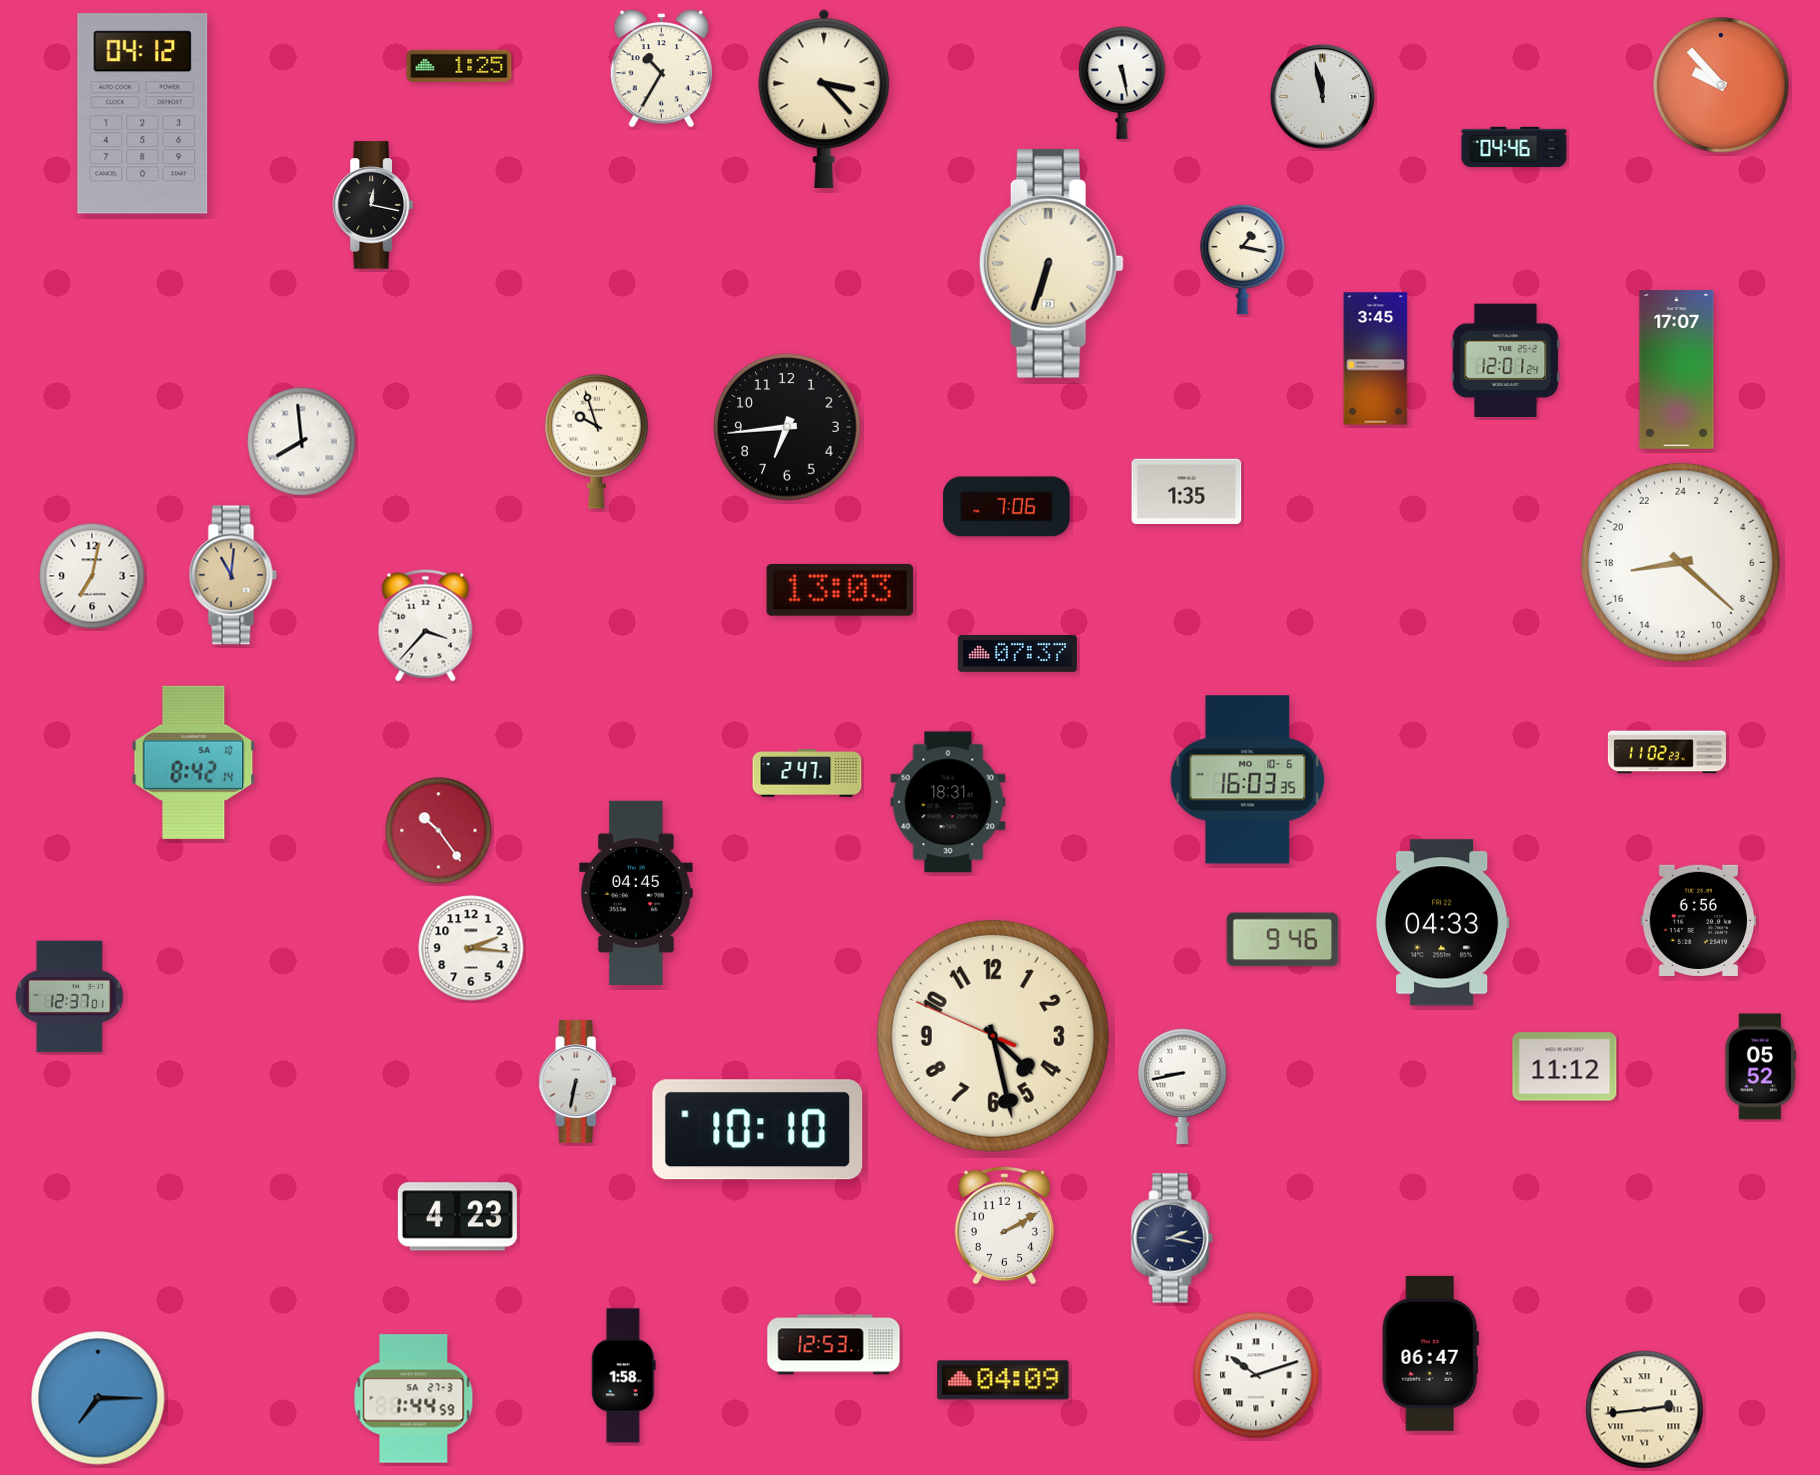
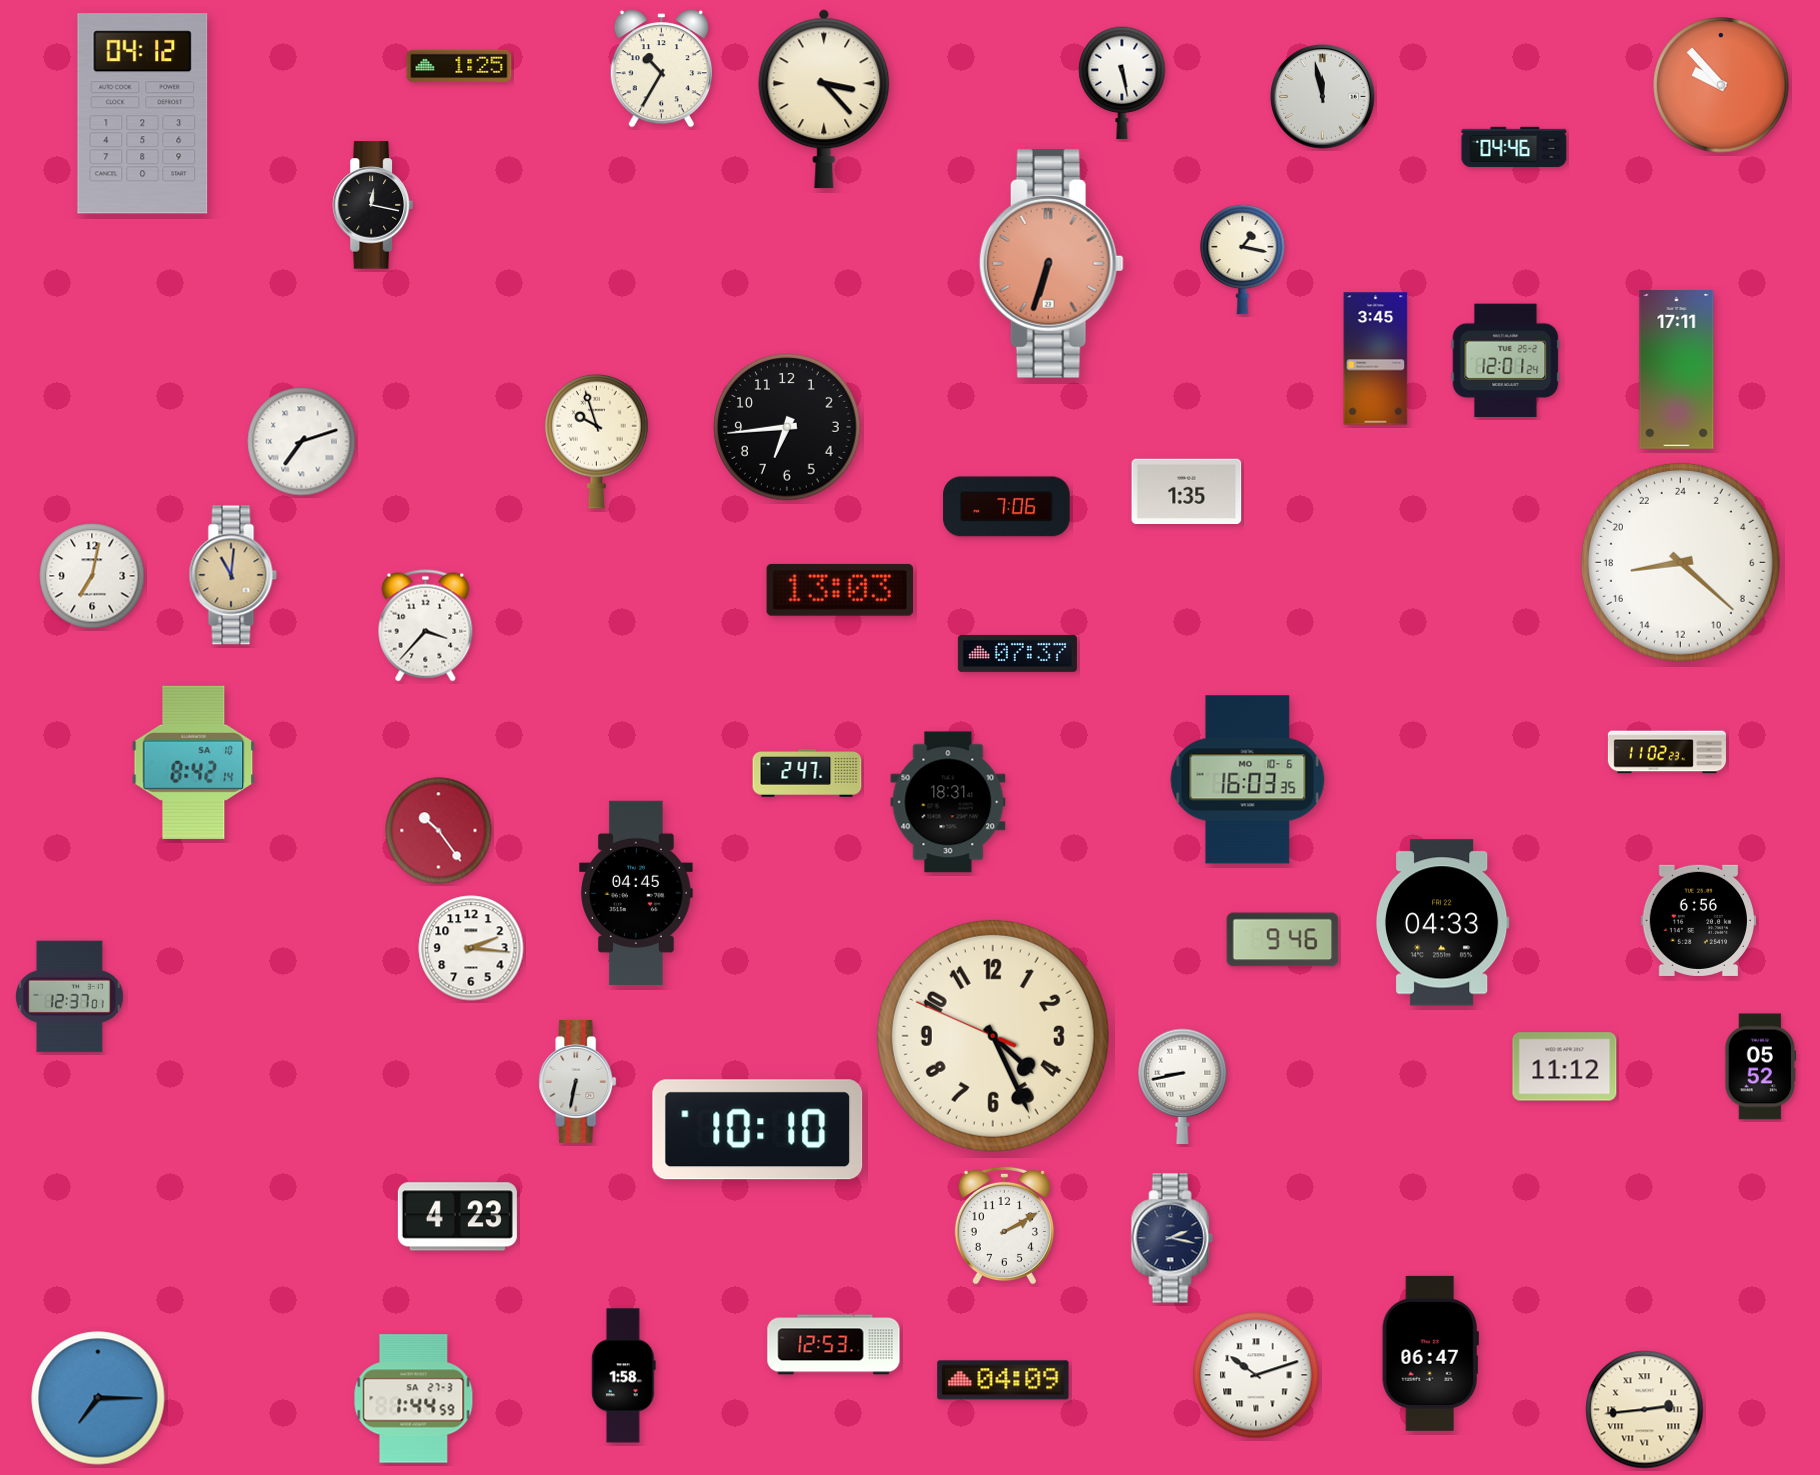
clock at (1051, 263) dial: cream -> salmon
clock at (1677, 370): 17:07 -> 17:11
clock at (302, 442): 7:59 -> 7:12
clock at (993, 1036): 4:27 -> 4:25
